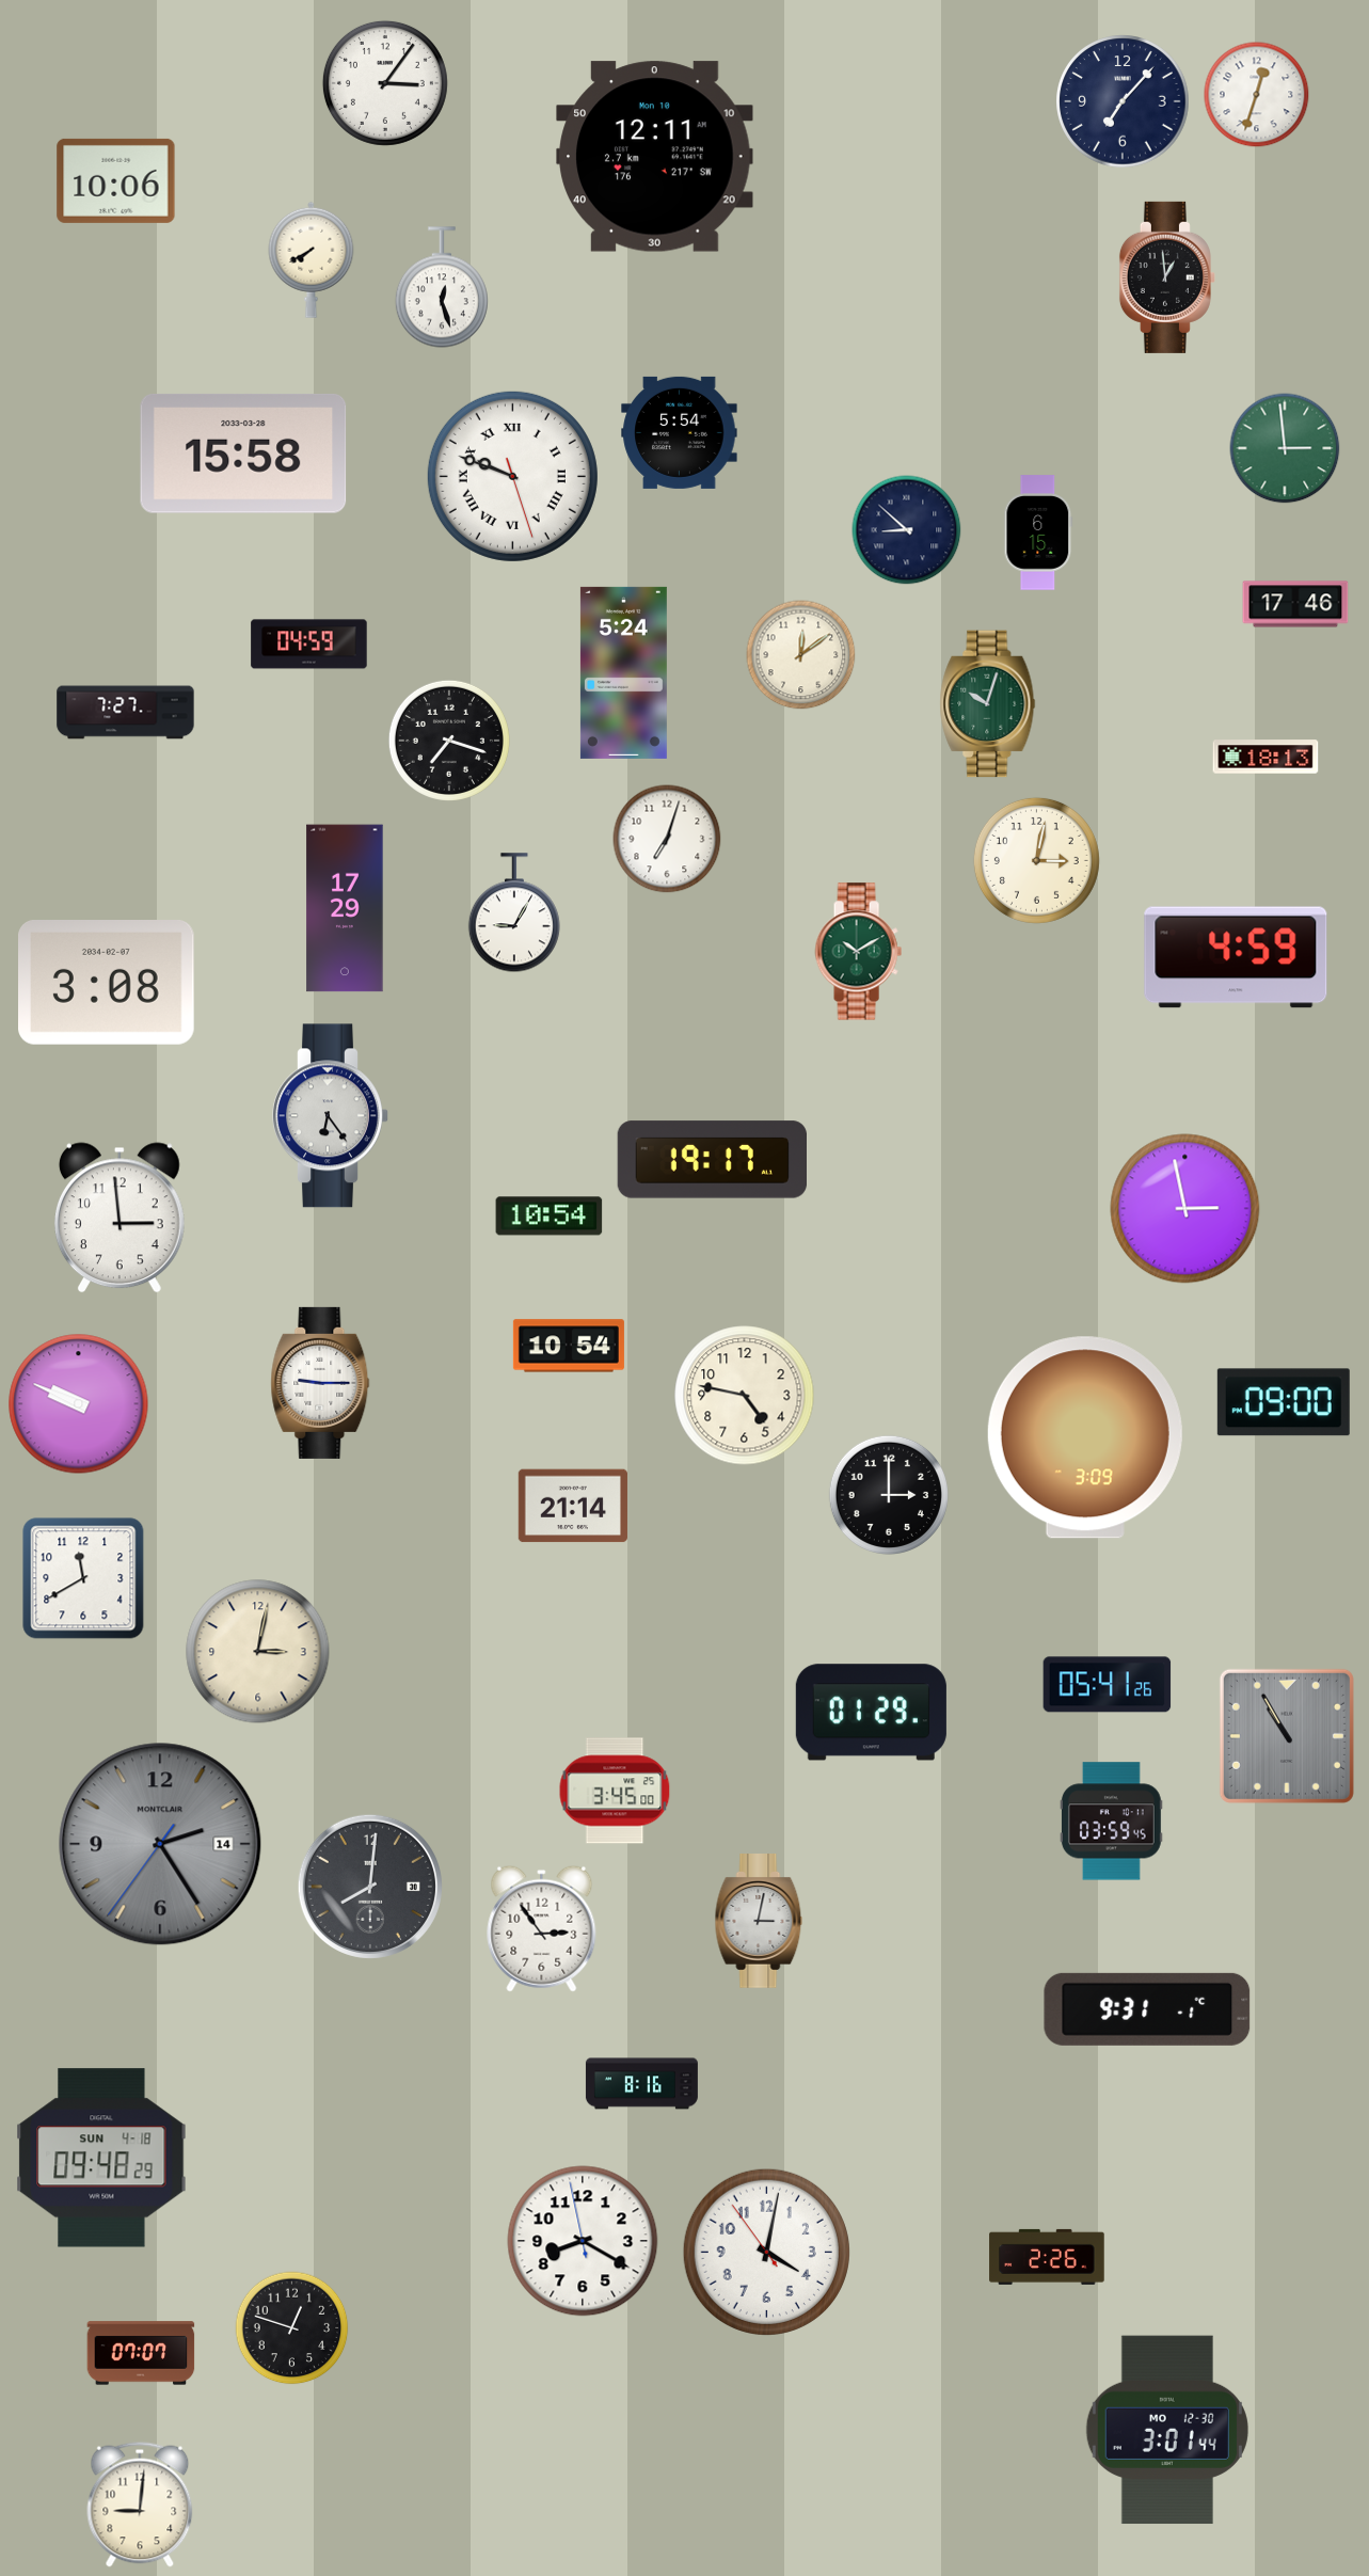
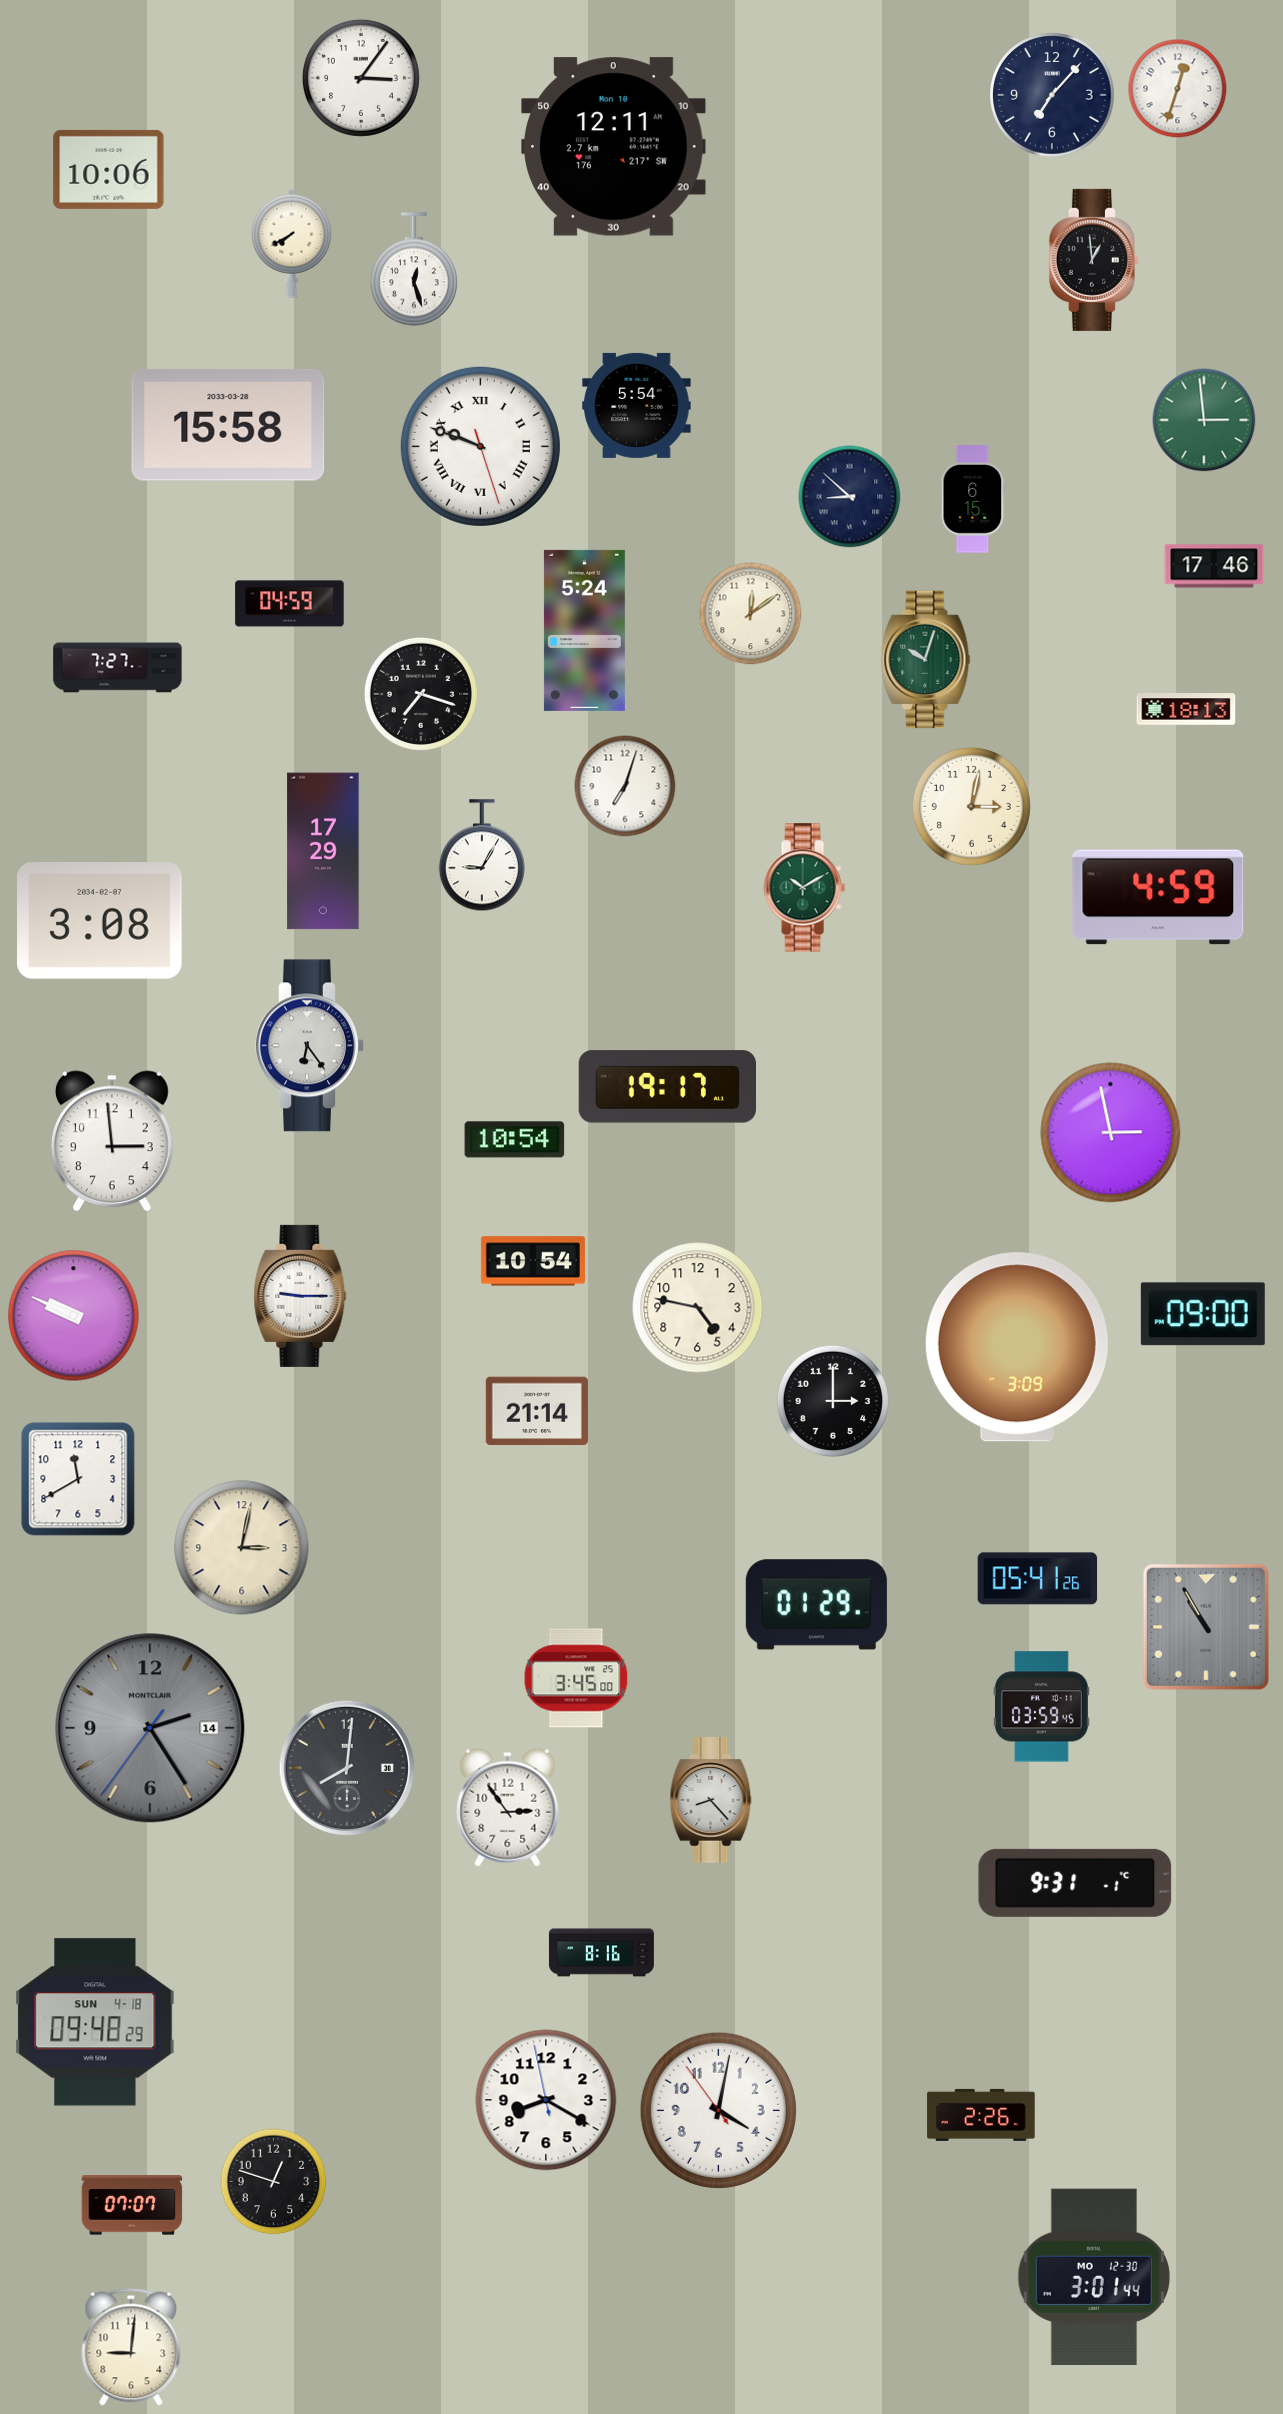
clock at (858, 952) position: (858, 952) -> (804, 888)
clock at (759, 1922): 3:02 -> 8:23
